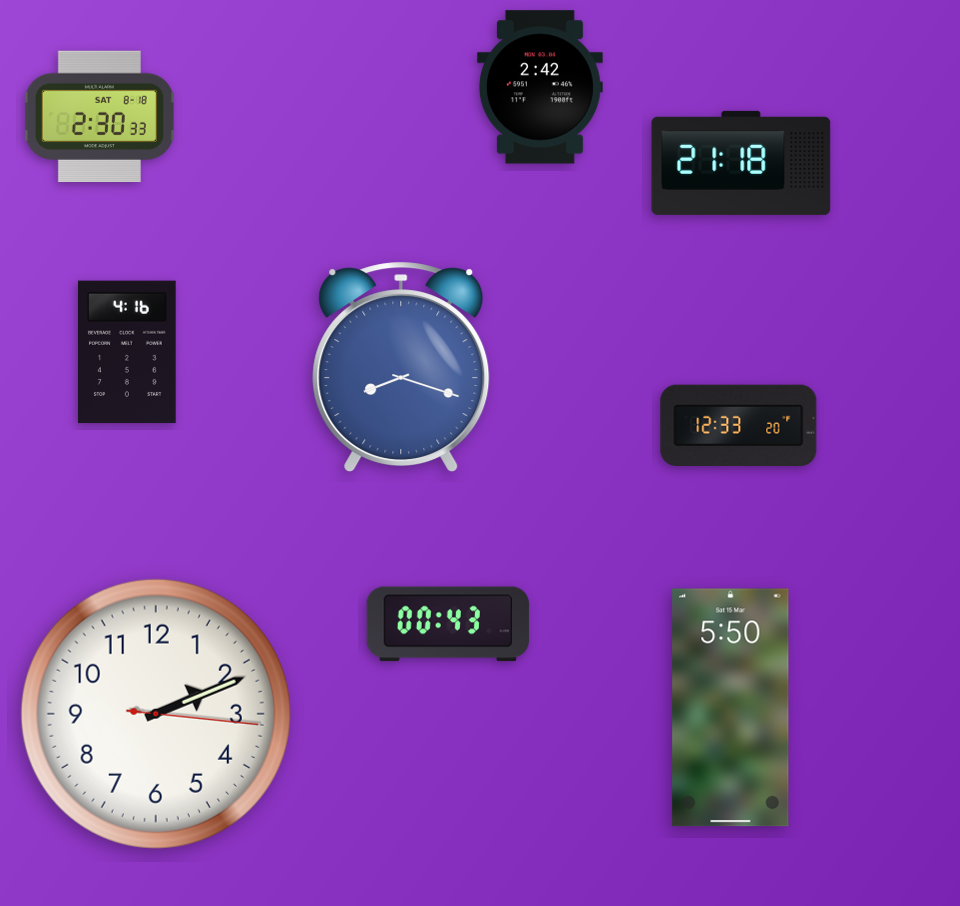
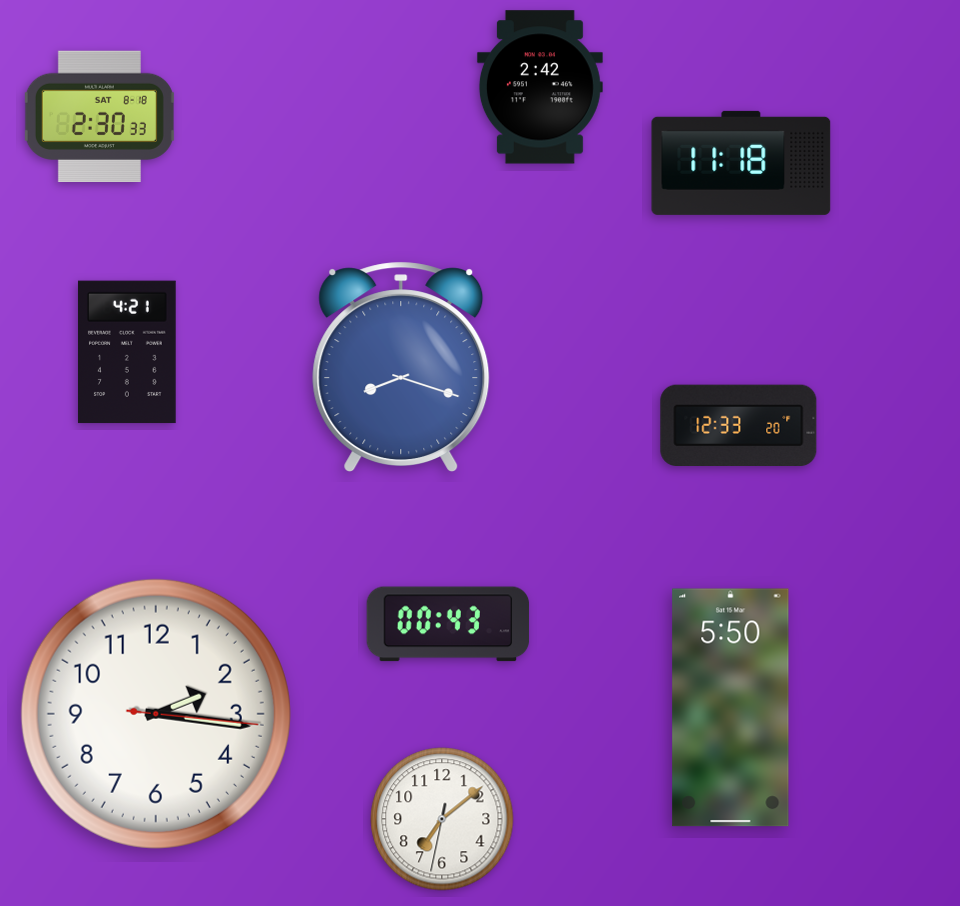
clock at (741, 163): 21:18 -> 11:18
clock at (127, 352): 4:16 -> 4:21
clock at (156, 714): 2:11 -> 2:16
clock at (442, 819): none -> 7:08
